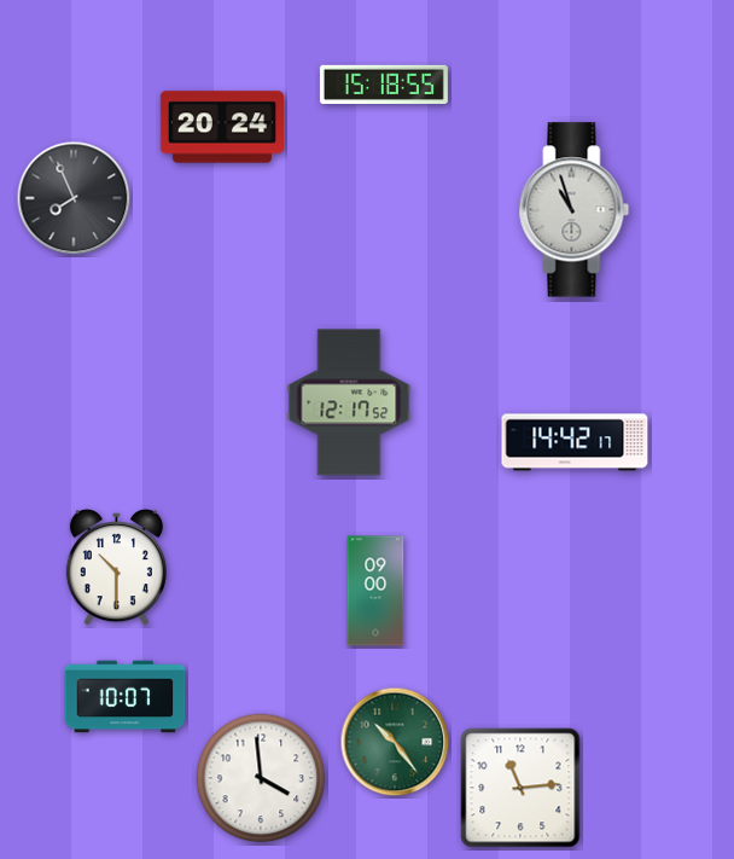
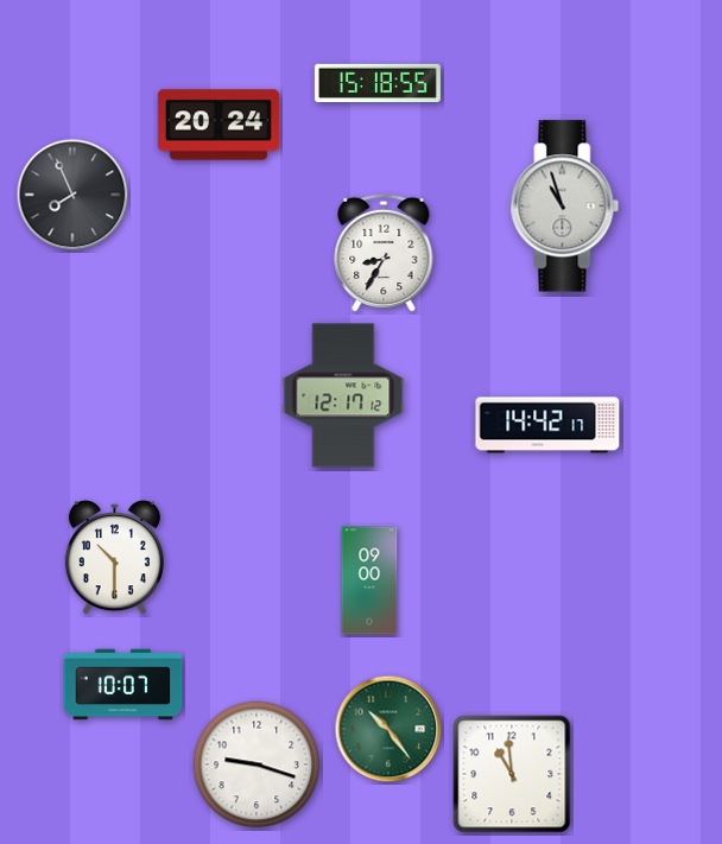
clock at (384, 253): none -> 8:35
clock at (349, 402): 12:17:52 -> 12:17:12
clock at (575, 442) position: (575, 442) -> (547, 425)
clock at (261, 778): 3:59 -> 9:18
clock at (520, 788): 11:14 -> 10:59
